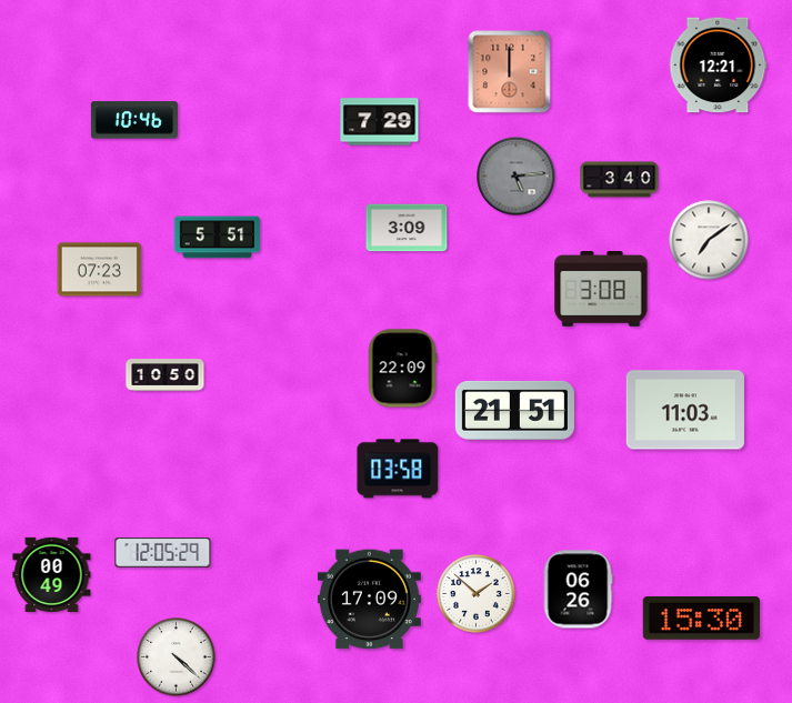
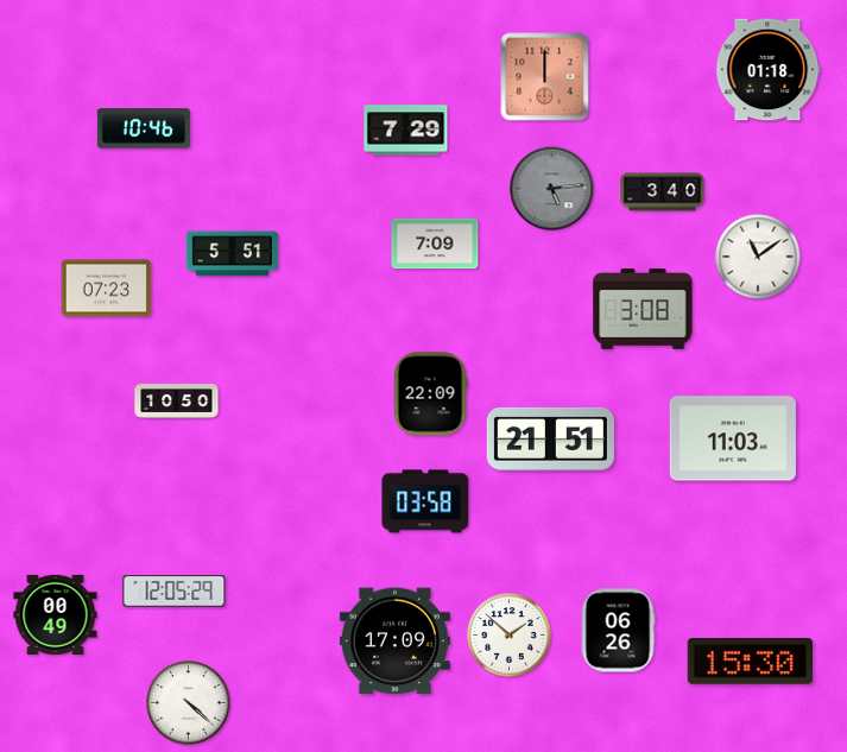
clock at (719, 66): 12:21 -> 01:18
clock at (407, 228): 3:09 -> 7:09
clock at (709, 240): 7:09 -> 11:09
